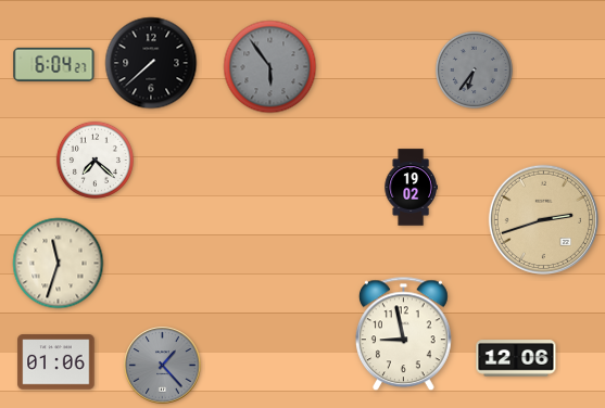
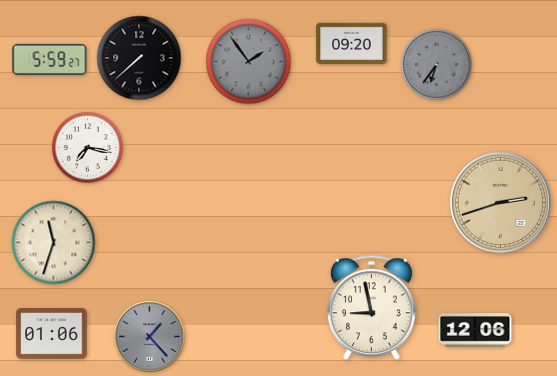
clock at (352, 44): none -> 09:20
clock at (54, 64): 6:04 -> 5:59
clock at (270, 67): 5:54 -> 1:54
clock at (94, 160): 7:22 -> 7:17
clock at (411, 188): 19:02 -> none
